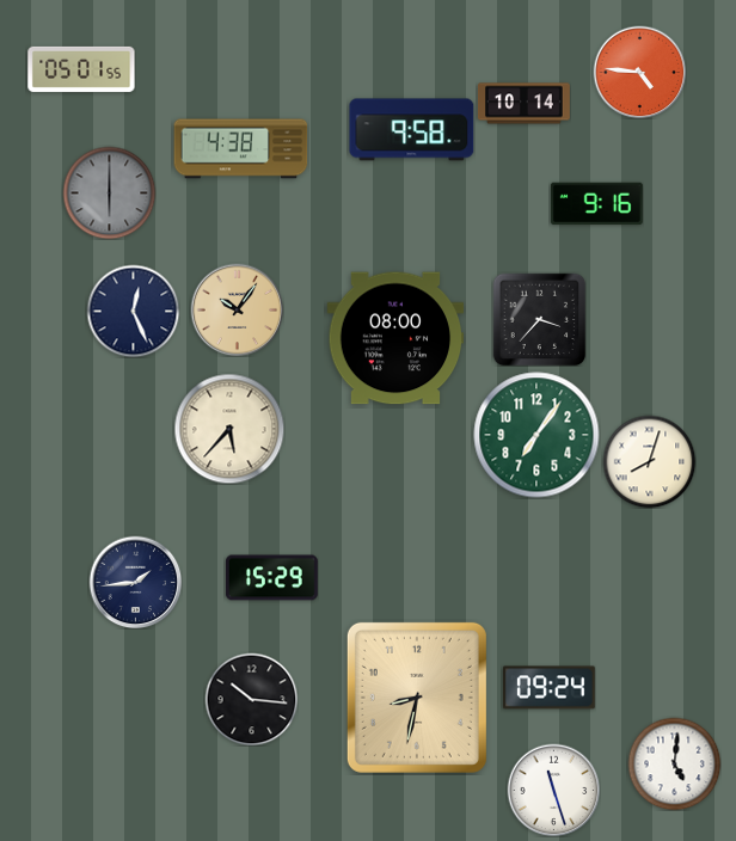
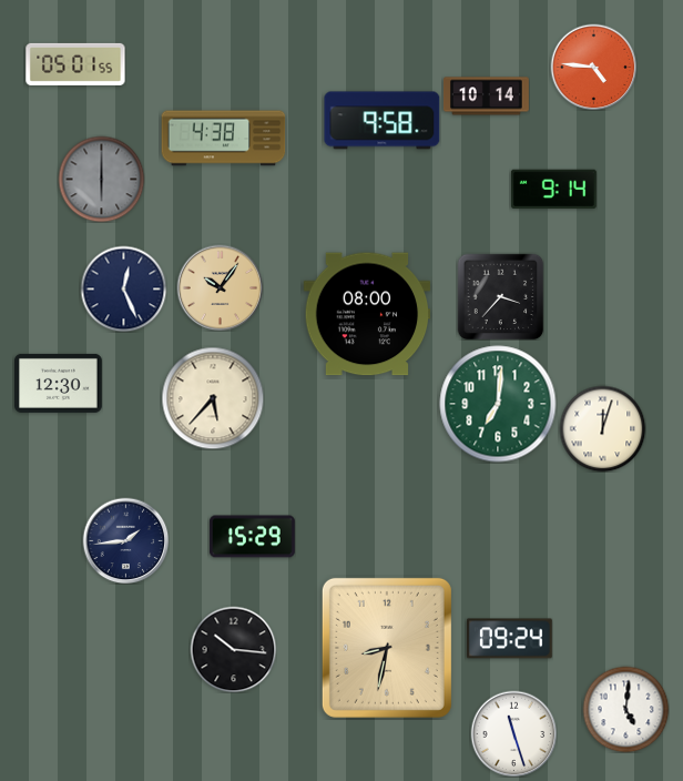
clock at (596, 204): 9:16 -> 9:14
clock at (59, 383): none -> 12:30
clock at (536, 435): 7:06 -> 7:01
clock at (649, 461): 8:03 -> 12:03
